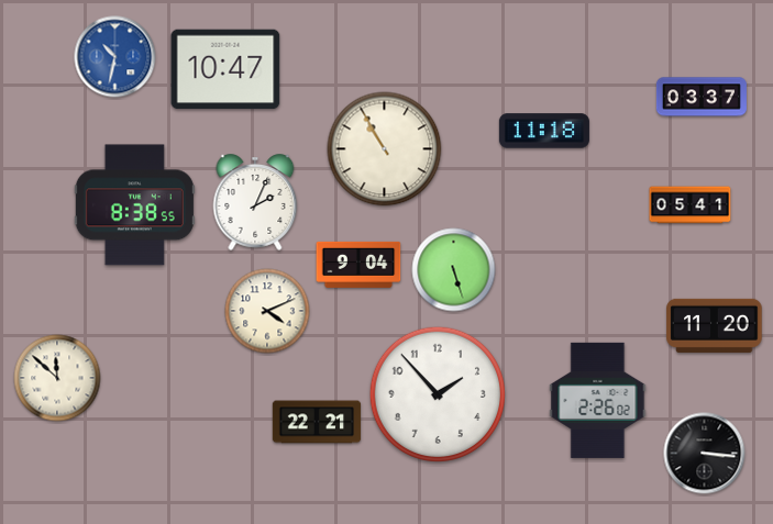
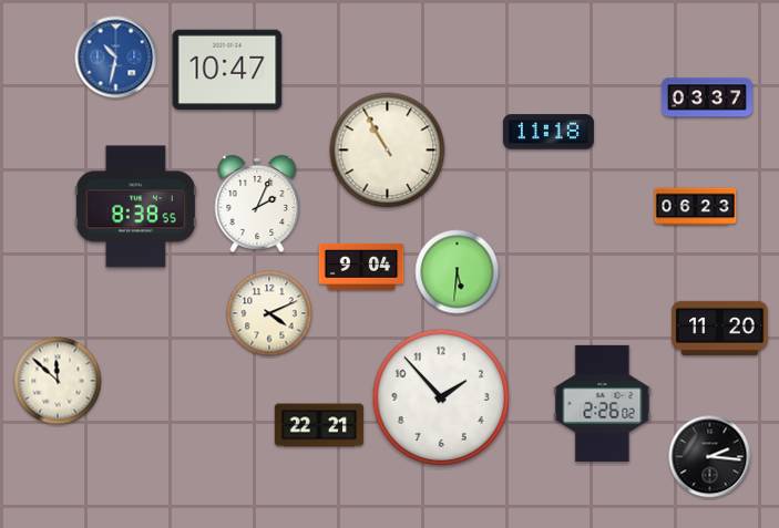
clock at (691, 205): 05:41 -> 06:23
clock at (454, 270): 5:27 -> 5:31
clock at (705, 454): 3:16 -> 2:16
